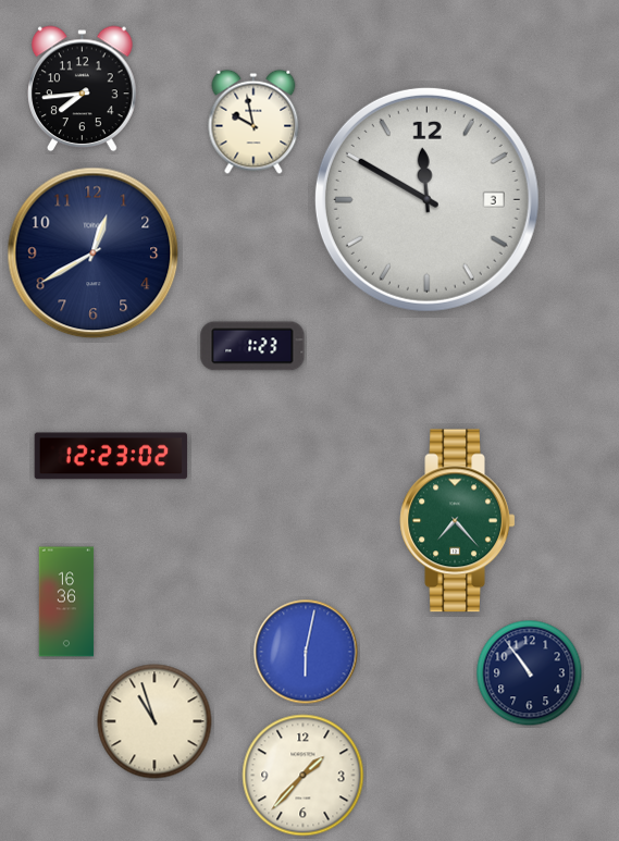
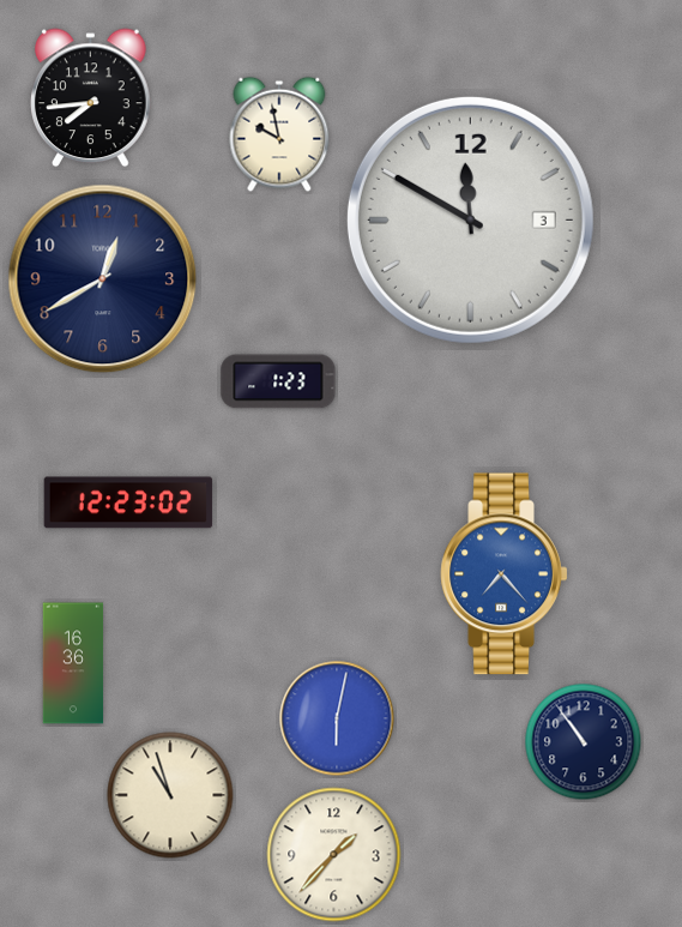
clock at (111, 456) position: (111, 456) -> (128, 502)
clock at (458, 521) dial: green -> blue
